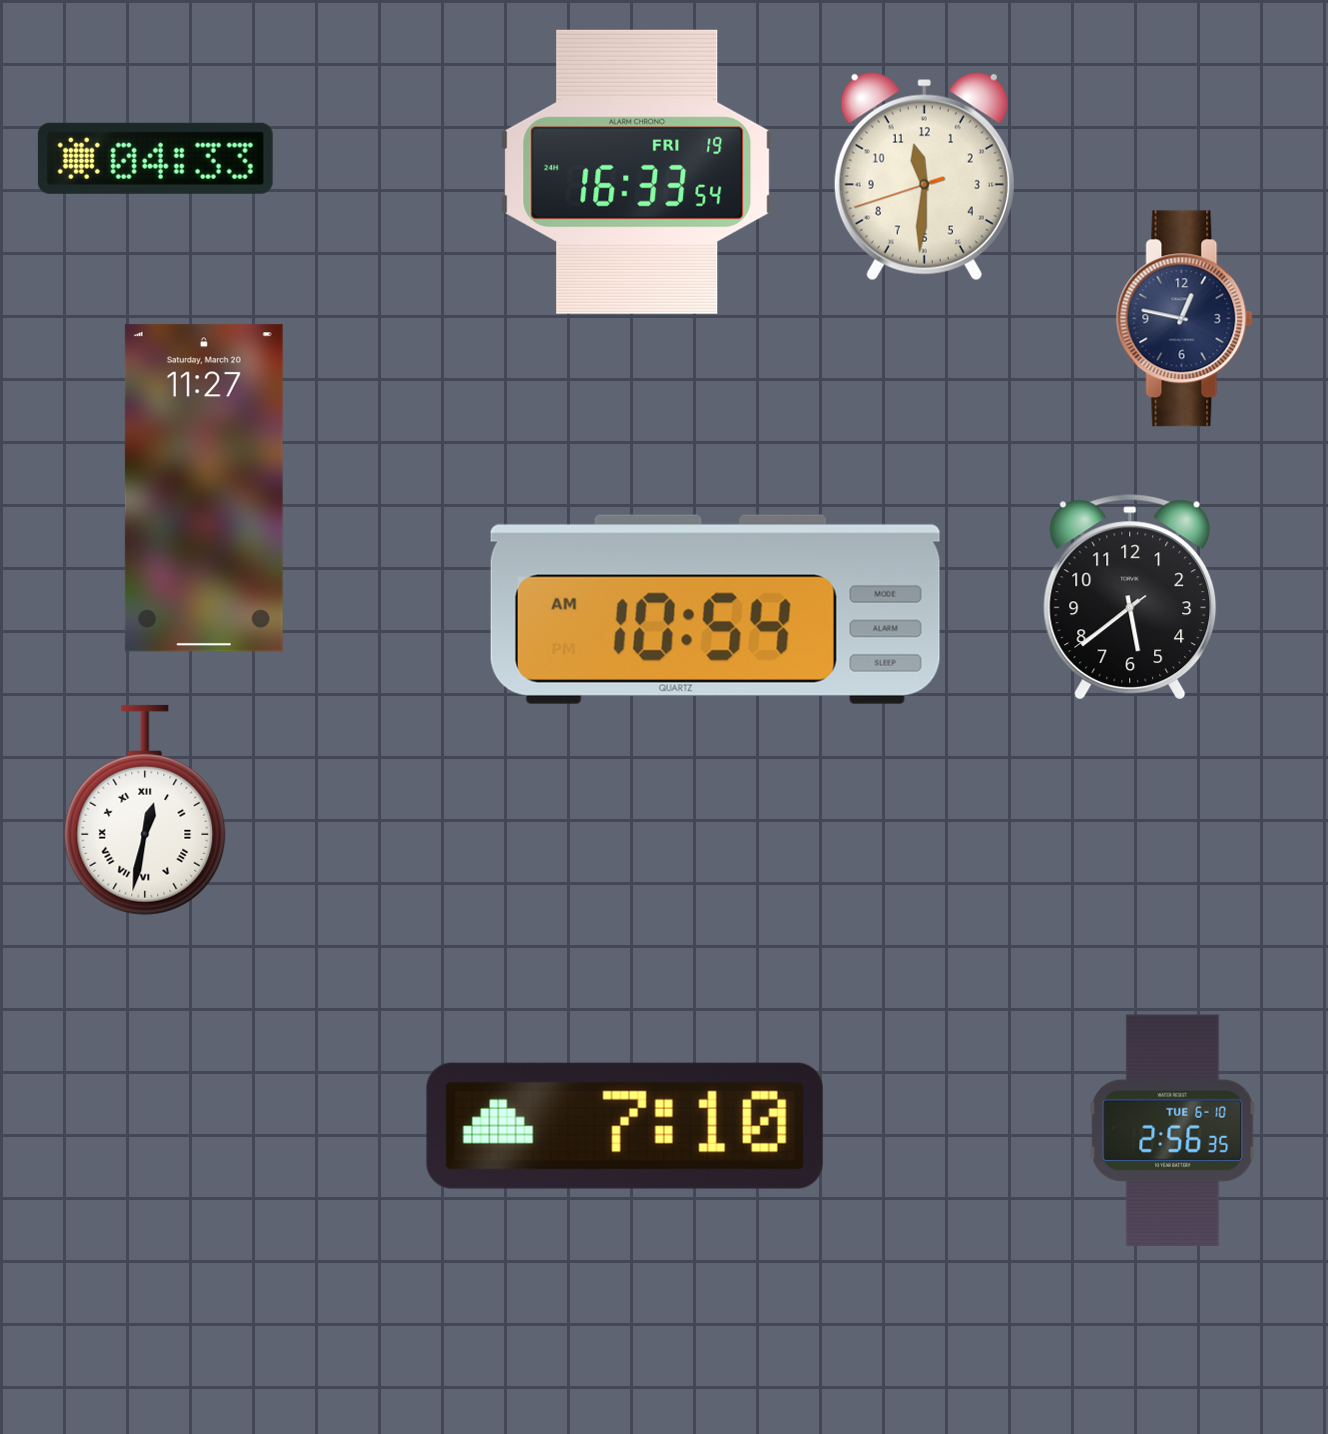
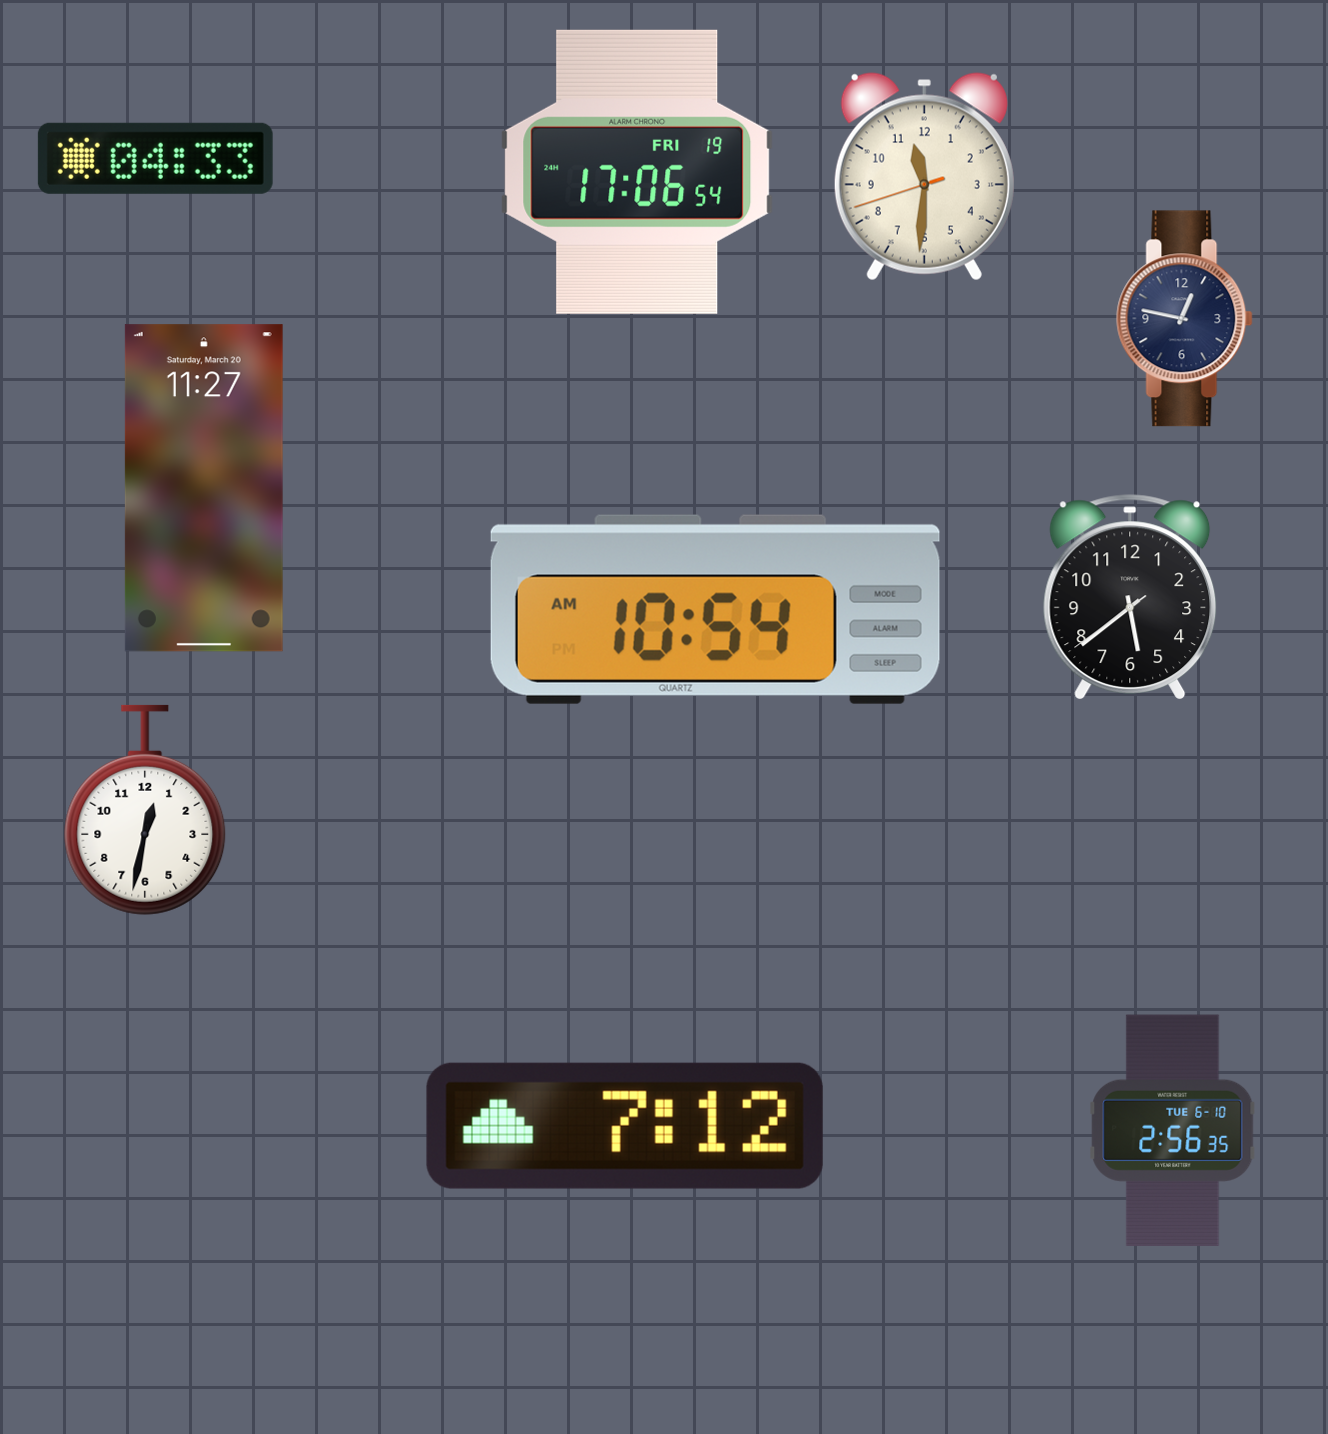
clock at (637, 172): 16:33 -> 17:06
clock at (145, 810) numerals: Roman -> Arabic
clock at (625, 1126): 7:10 -> 7:12
